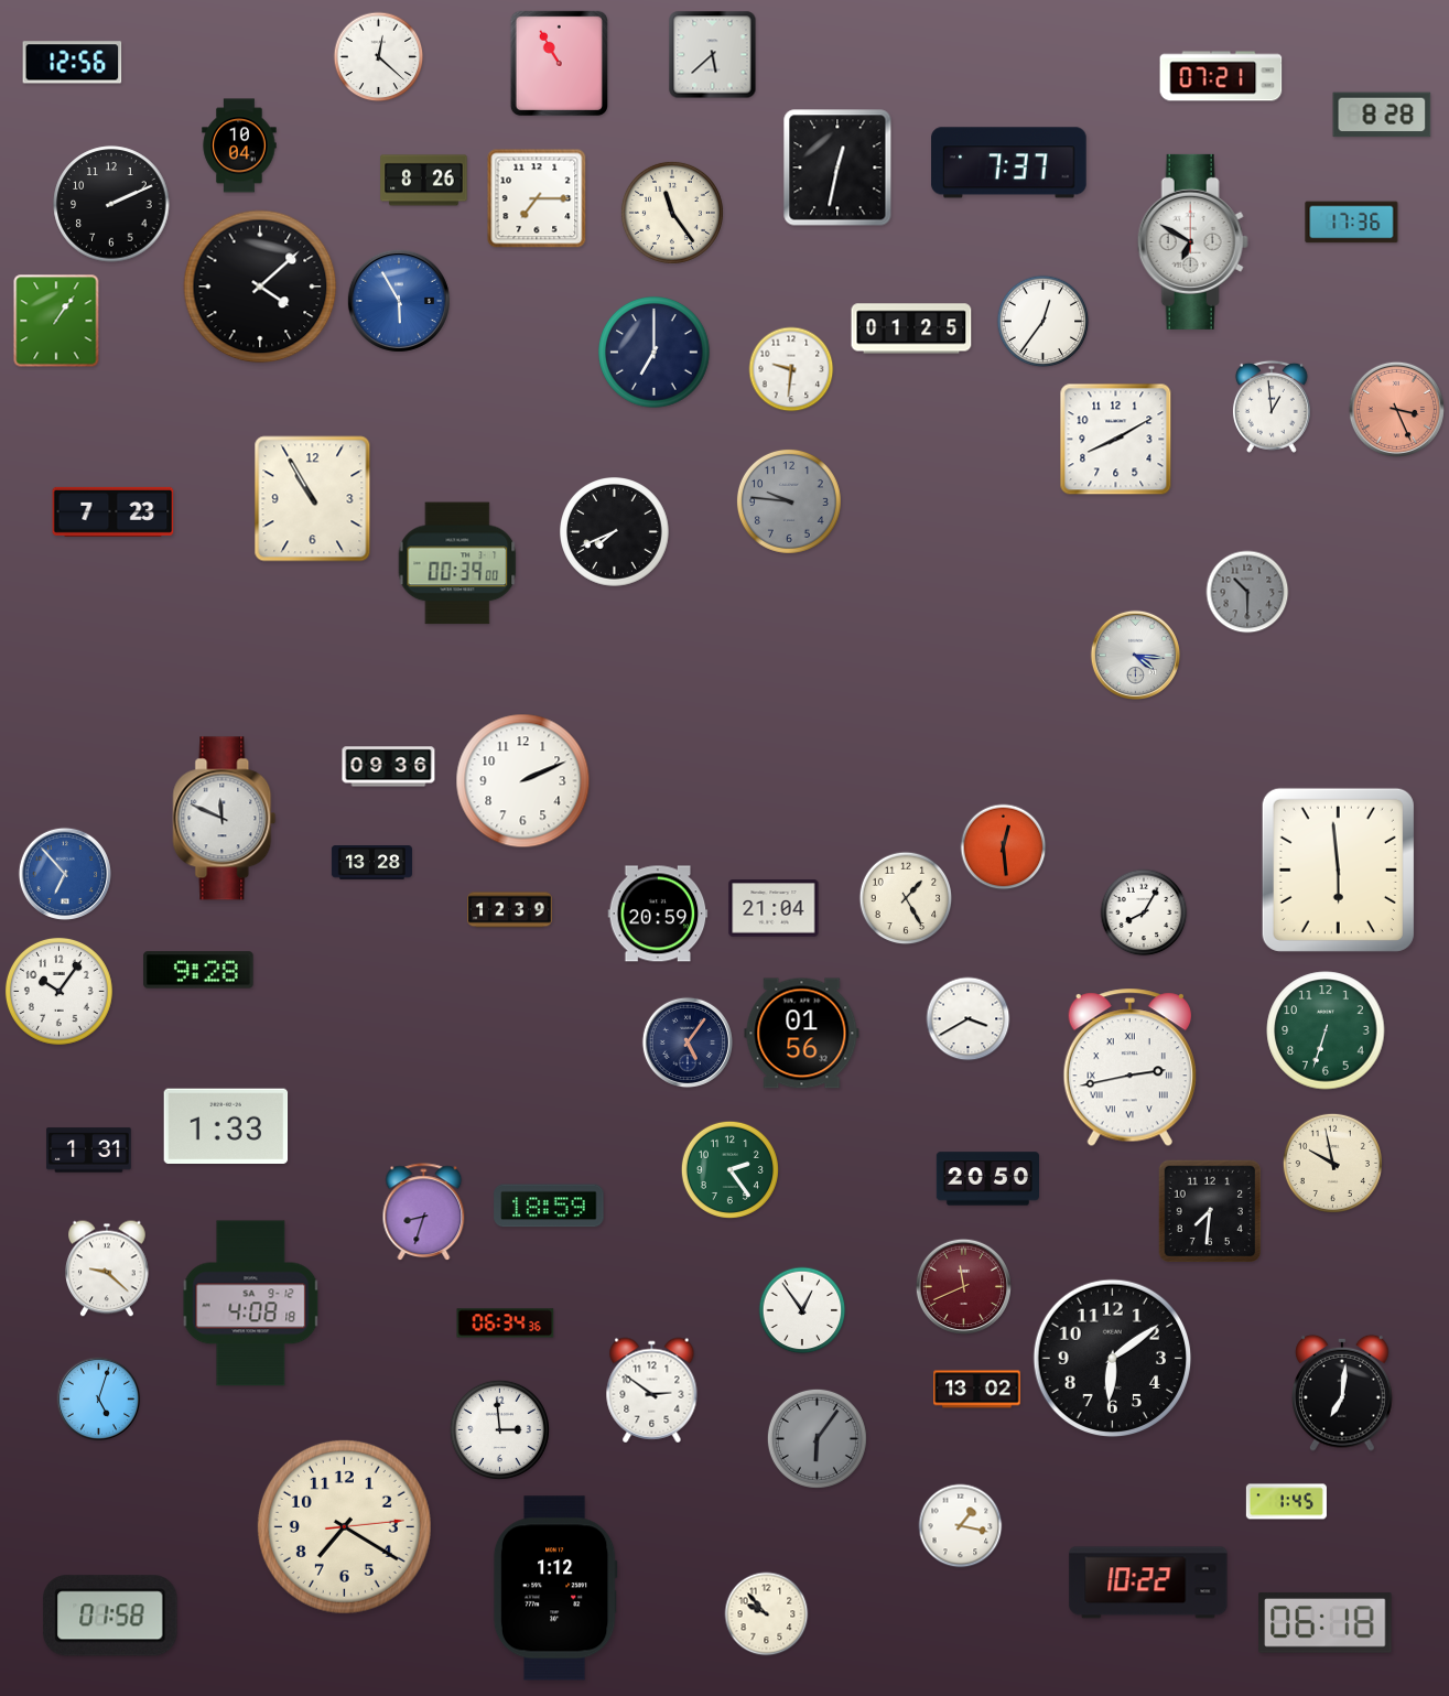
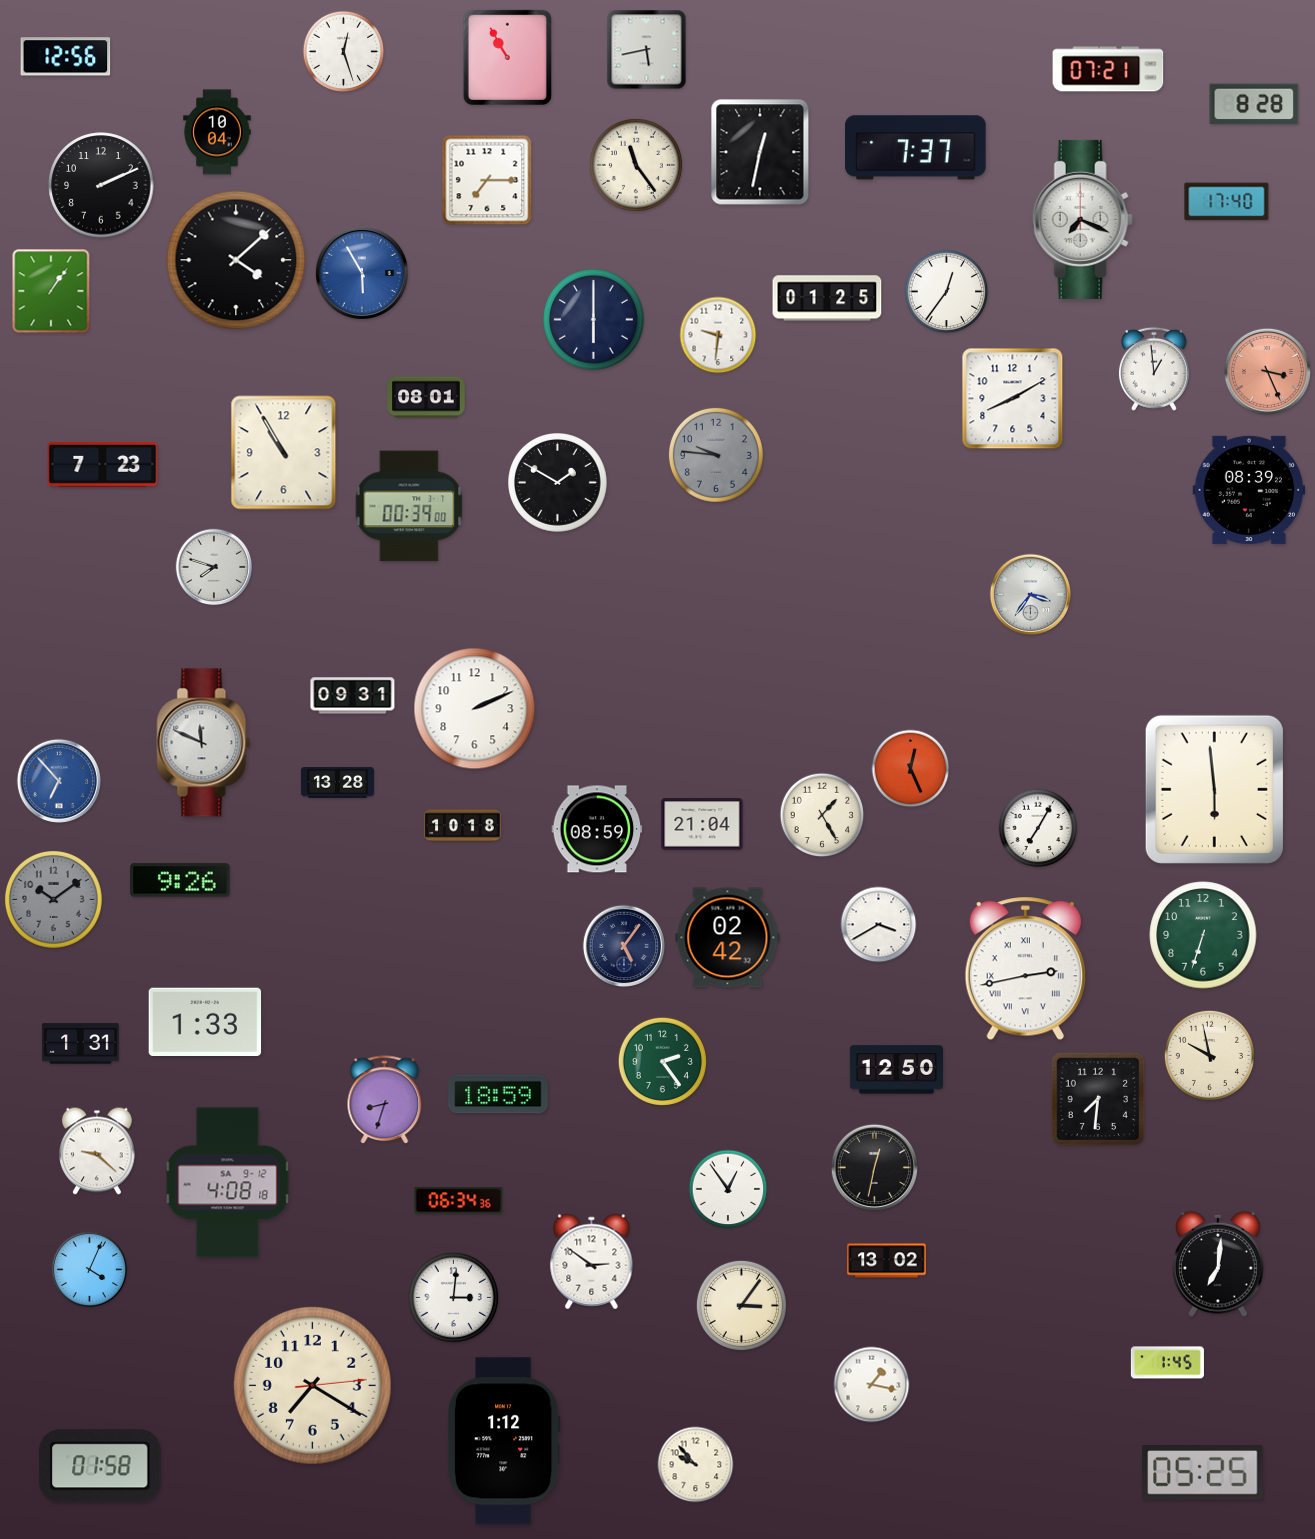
clock at (713, 55): 5:38 -> 5:43
clock at (379, 57): 12:22 -> 12:27
clock at (424, 181): 8:26 -> none
clock at (672, 213) position: (672, 213) -> (636, 165)
clock at (1352, 223): 17:36 -> 17:40
clock at (1192, 241): 6:50 -> 7:19
clock at (655, 353): 7:00 -> 6:00
clock at (426, 397): none -> 08:01
clock at (615, 532): 7:41 -> 1:50
clock at (1249, 490): none -> 08:39
clock at (457, 563) position: (457, 563) -> (409, 506)
clock at (1247, 592): 10:30 -> none
clock at (214, 567): none -> 7:48
clock at (1135, 655): 4:16 -> 3:36
clock at (389, 767): 09:36 -> 09:31
clock at (1004, 847): 12:29 -> 12:26
clock at (64, 873) position: (64, 873) -> (58, 780)
clock at (510, 910): 12:39 -> 10:18
clock at (1144, 912): 8:05 -> 7:05
clock at (658, 914): 20:59 -> 08:59
clock at (198, 970): 9:28 -> 9:26
clock at (58, 991): 10:06 -> 10:09
clock at (58, 991) dial: white -> grey
clock at (802, 1034): 01:56 -> 02:42
clock at (987, 1179): 20:50 -> 12:50
clock at (963, 1286): 11:41 -> 12:32
clock at (963, 1286) dial: burgundy -> black
clock at (1113, 1359): 6:09 -> none
clock at (99, 1400): 5:03 -> 4:04
clock at (499, 1429): 2:59 -> 3:01
clock at (817, 1438): 6:06 -> 3:06
clock at (817, 1438) dial: grey -> cream
clock at (1148, 1582): 10:22 -> none
clock at (1326, 1623): 06:18 -> 05:25
